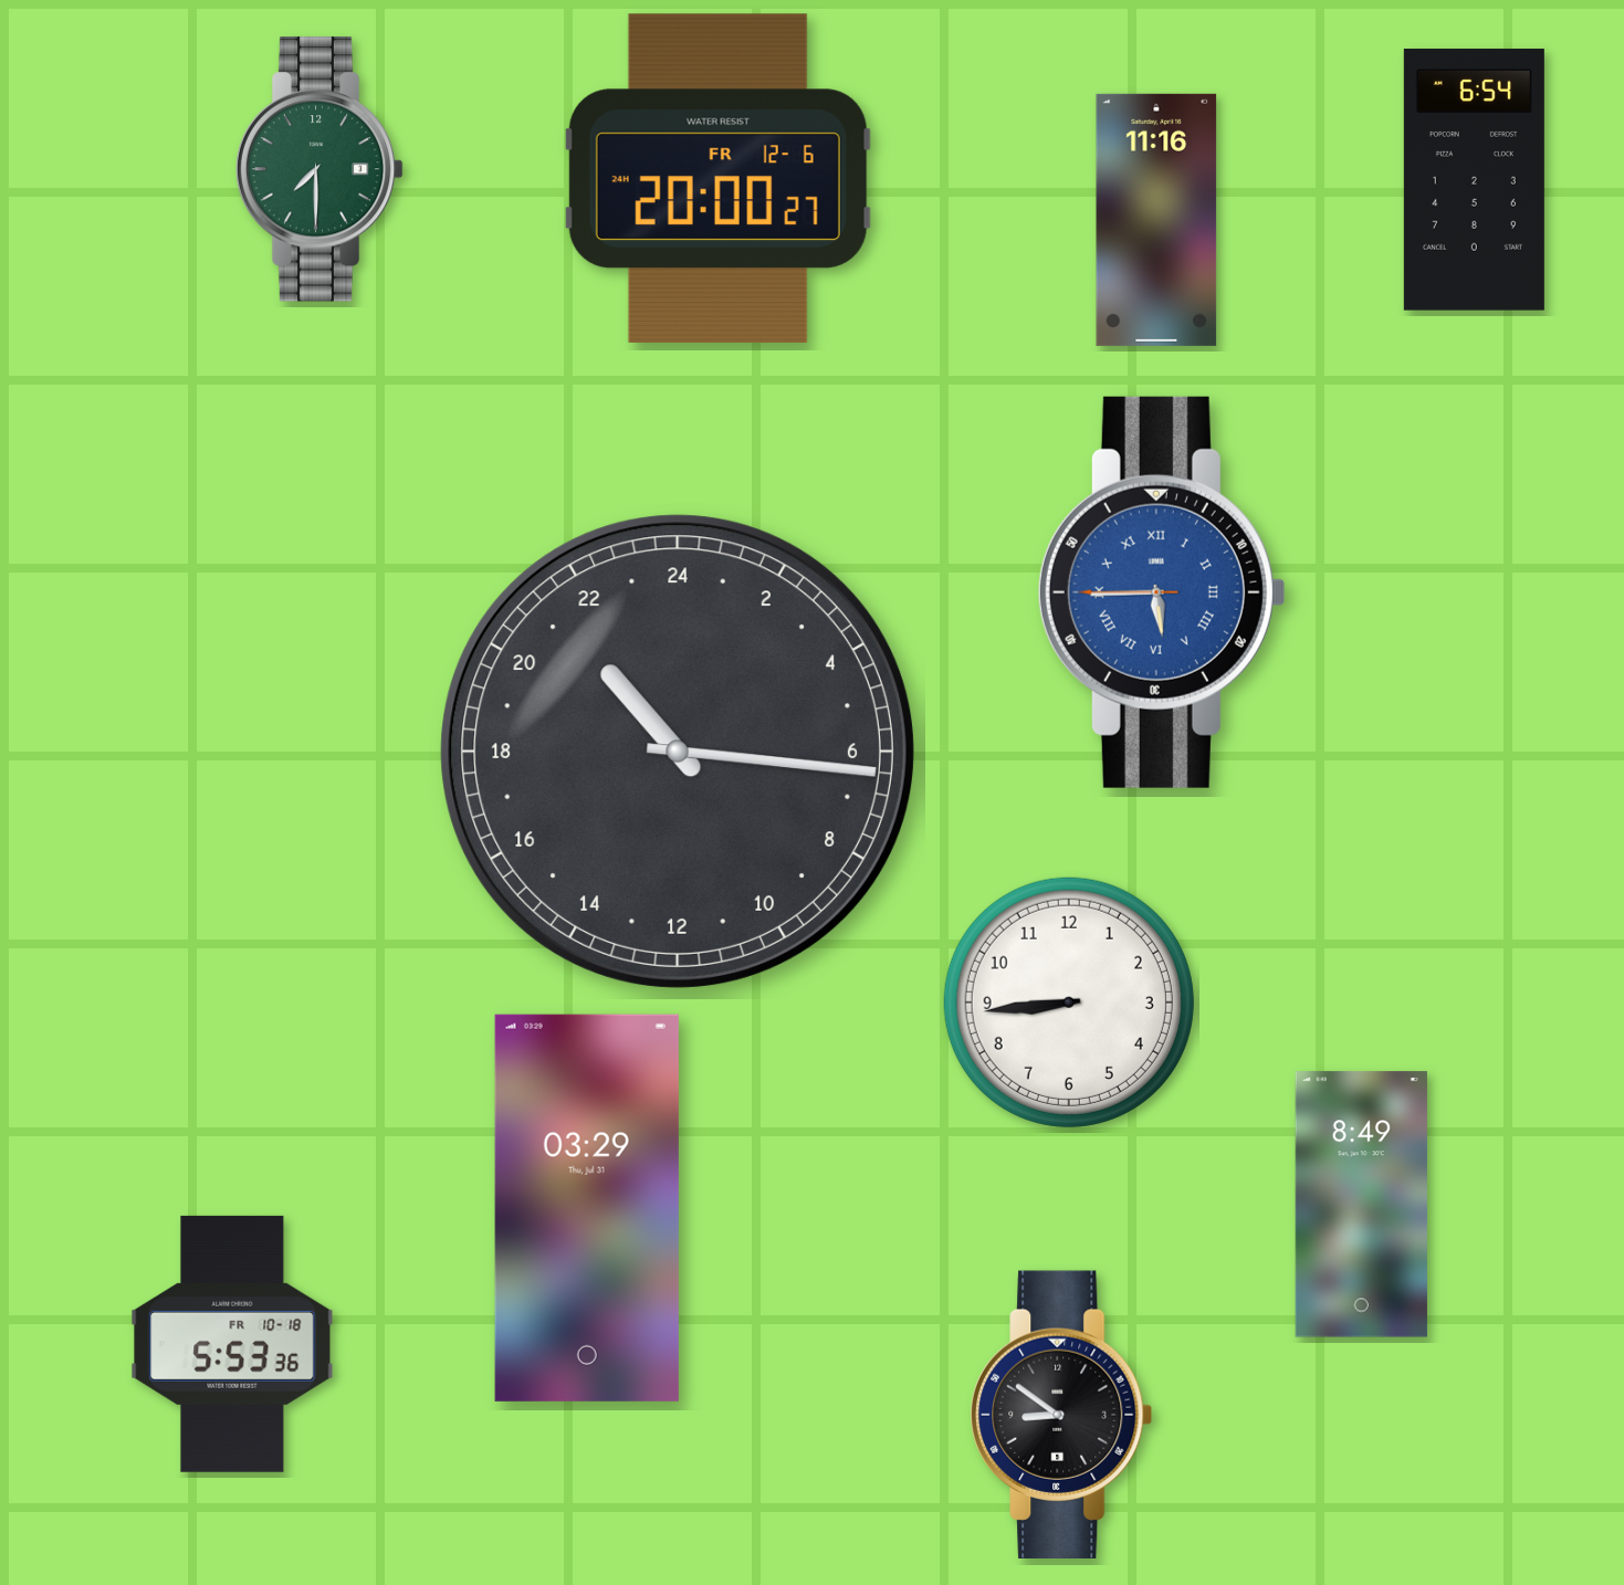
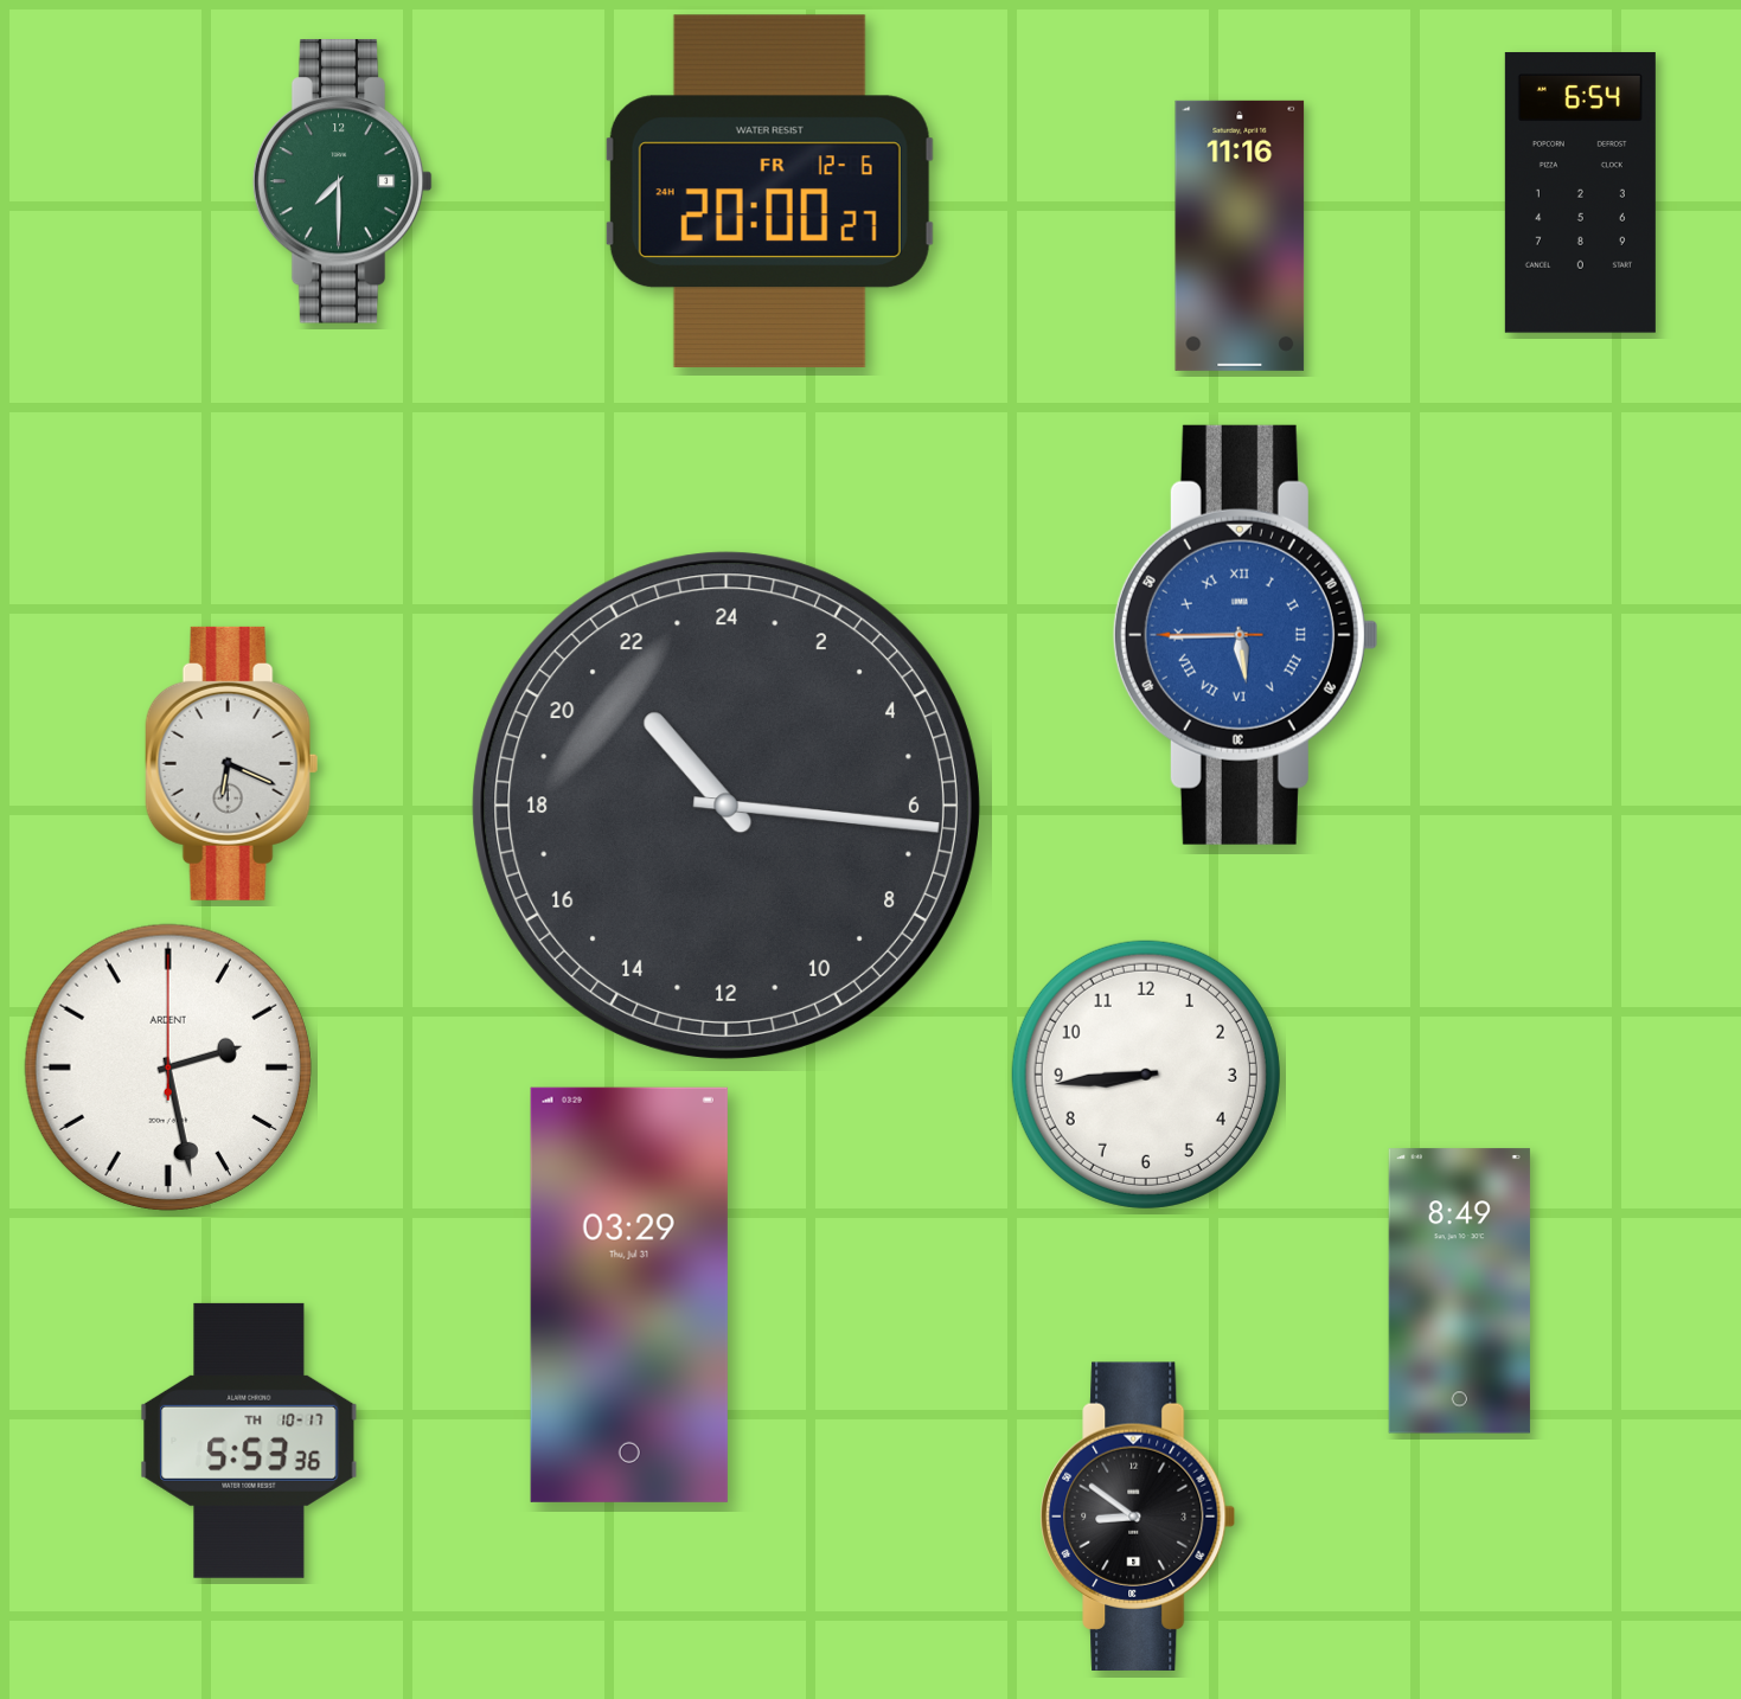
clock at (232, 763): none -> 6:19
clock at (168, 1068): none -> 2:28
clock at (232, 1344) date: FR 10-18 -> TH 10-17
